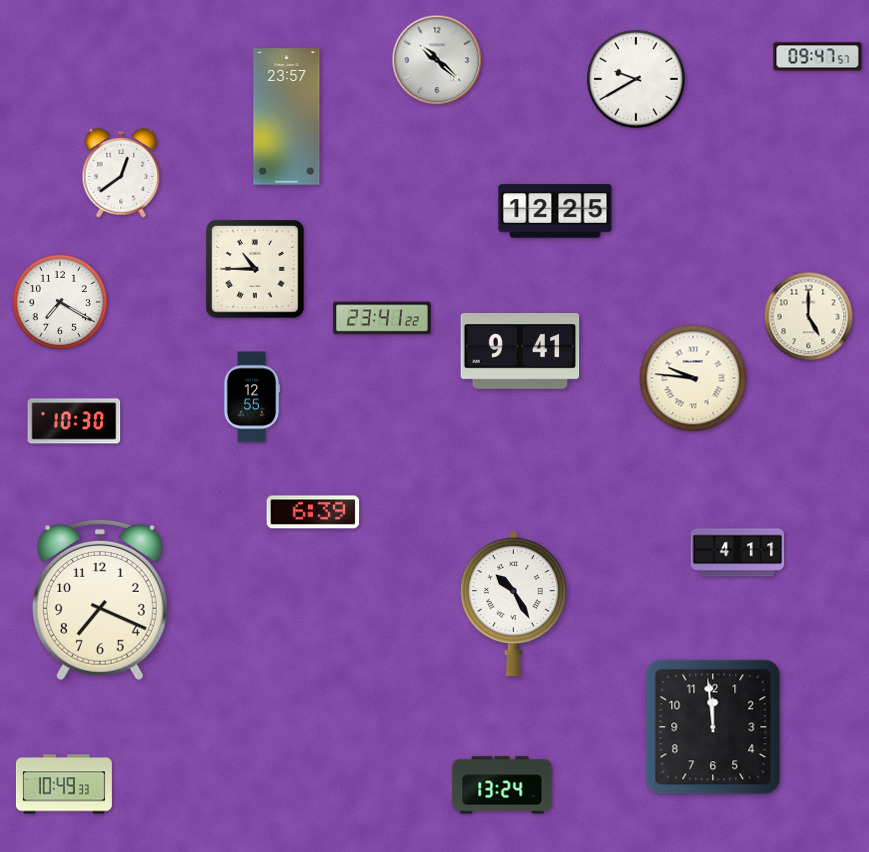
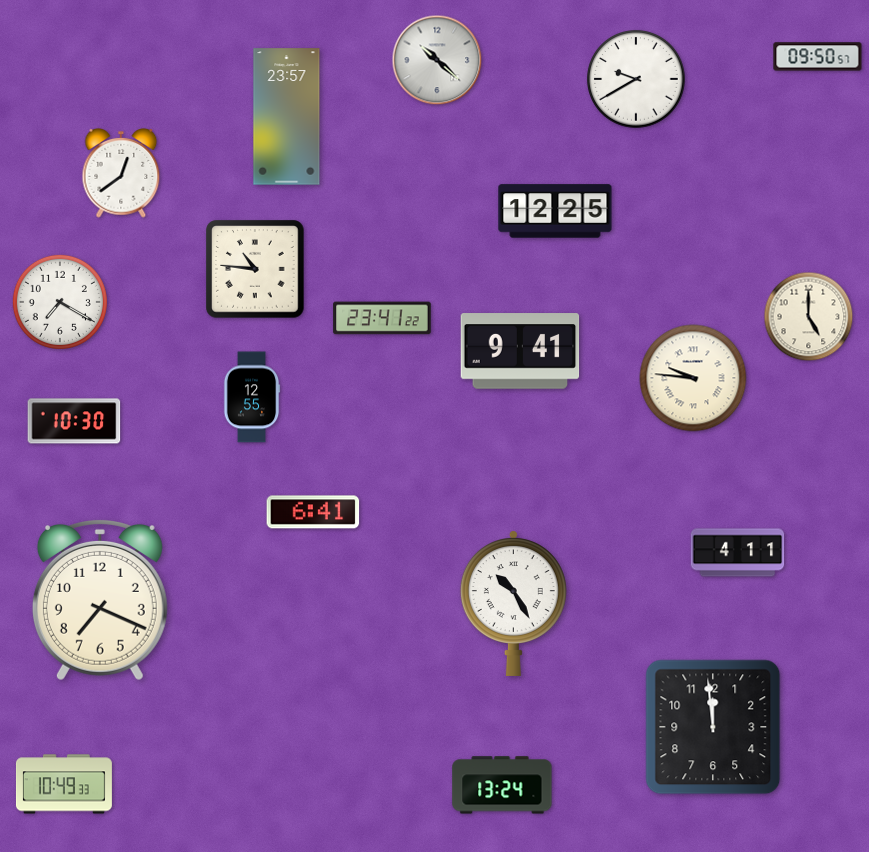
clock at (818, 57): 09:47 -> 09:50
clock at (255, 269): 10:45 -> 10:46
clock at (313, 512): 6:39 -> 6:41
